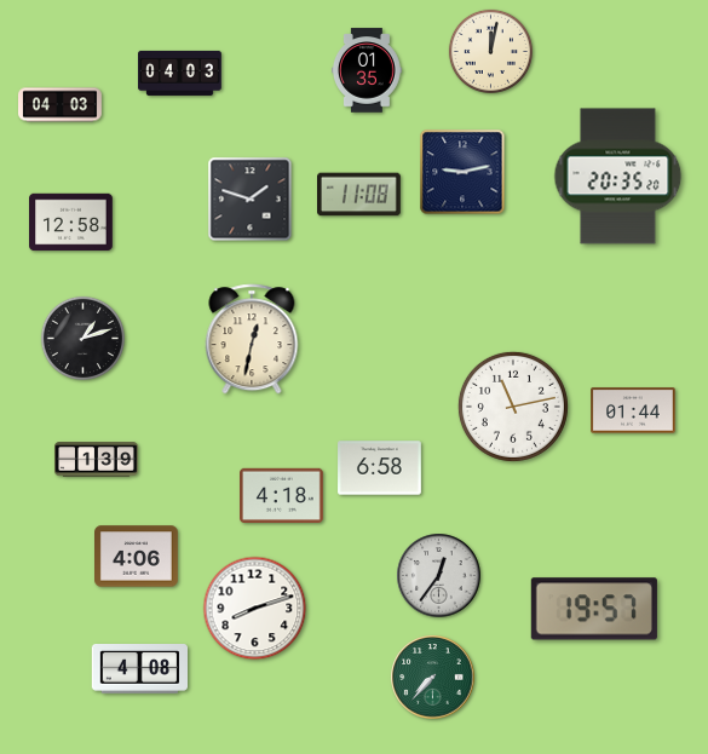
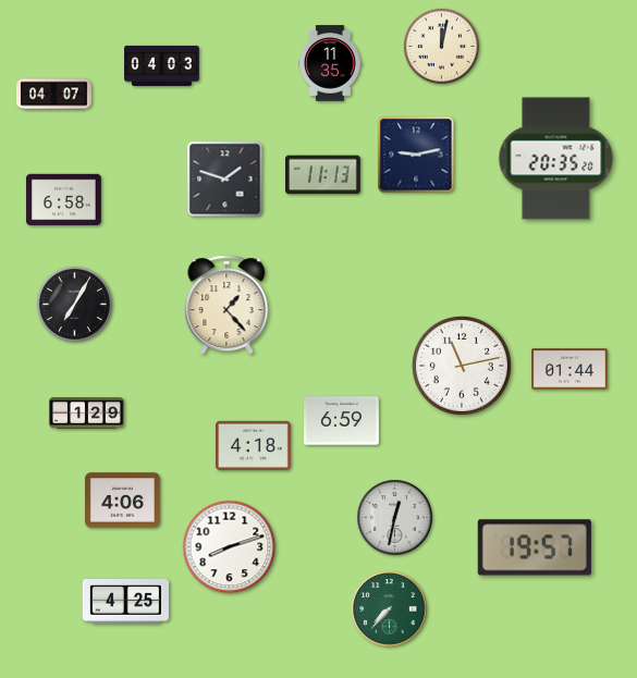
clock at (367, 70): 01:35 -> 11:35
clock at (61, 105): 04:03 -> 04:07
clock at (359, 195): 11:08 -> 11:13
clock at (71, 223): 12:58 -> 6:58
clock at (82, 338): 1:12 -> 7:05
clock at (252, 339): 12:32 -> 1:23
clock at (97, 460): 1:39 -> 1:29
clock at (380, 468): 6:58 -> 6:59
clock at (439, 576): 12:36 -> 12:32
clock at (139, 669): 4:08 -> 4:25
